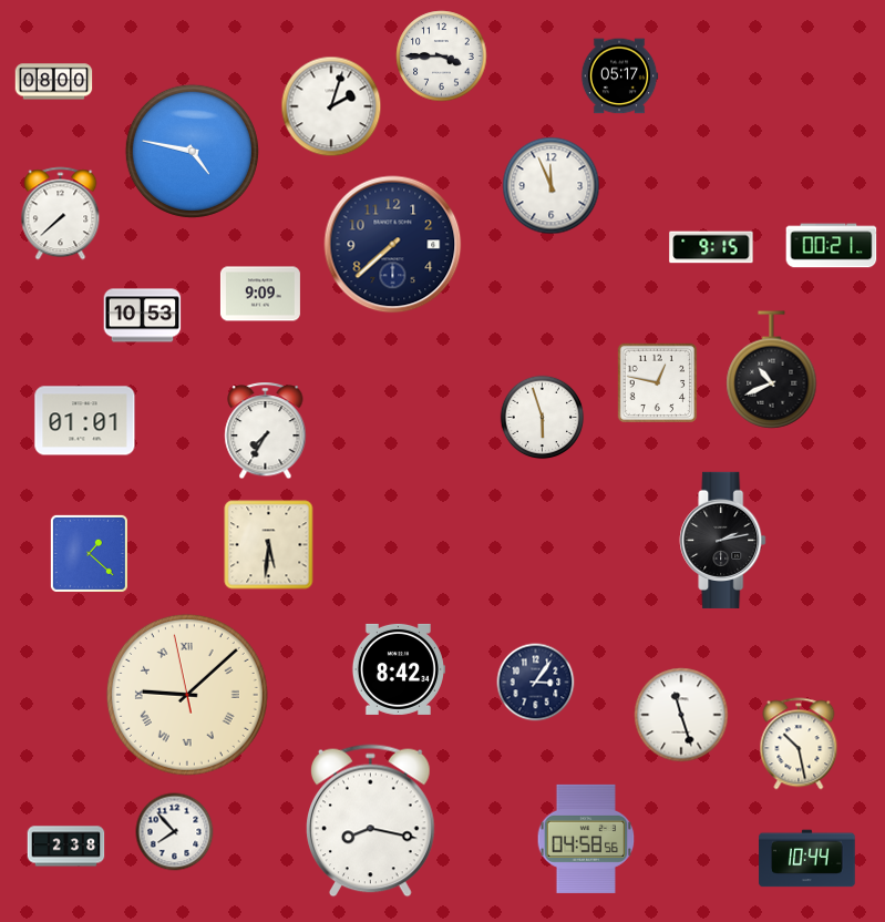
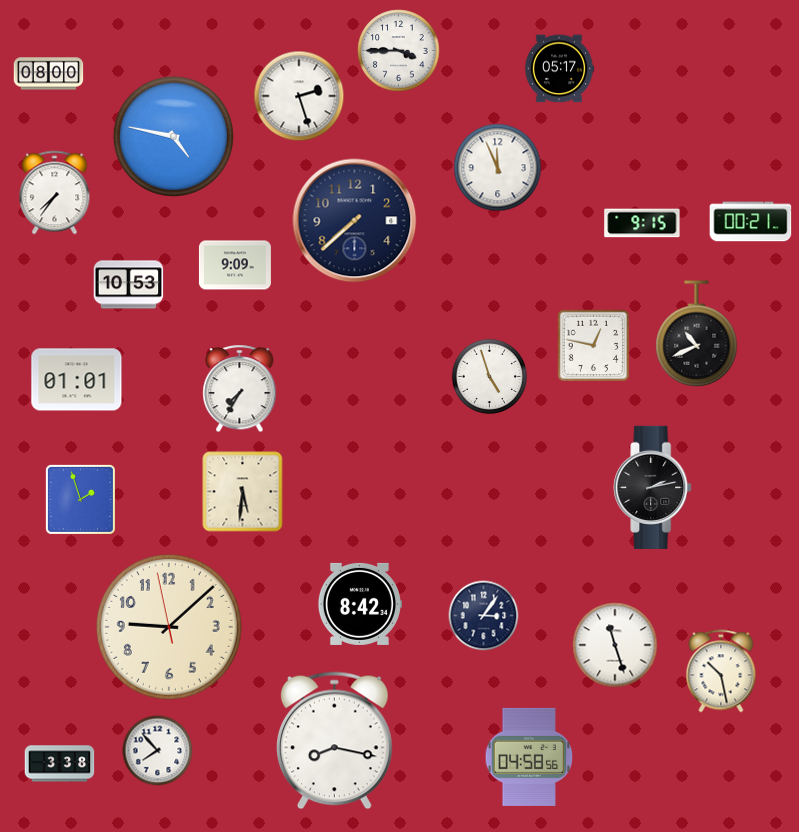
clock at (331, 106): 2:03 -> 2:27
clock at (61, 214): 7:38 -> 7:36
clock at (543, 418): 5:57 -> 4:57
clock at (89, 553): 1:22 -> 1:57
clock at (187, 695) numerals: Roman -> Arabic
clock at (66, 847): 2:38 -> 3:38
clock at (807, 859): 10:44 -> none
